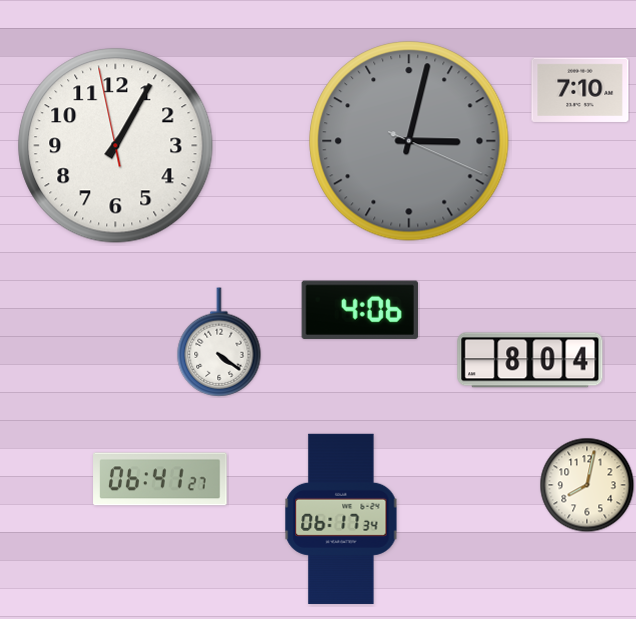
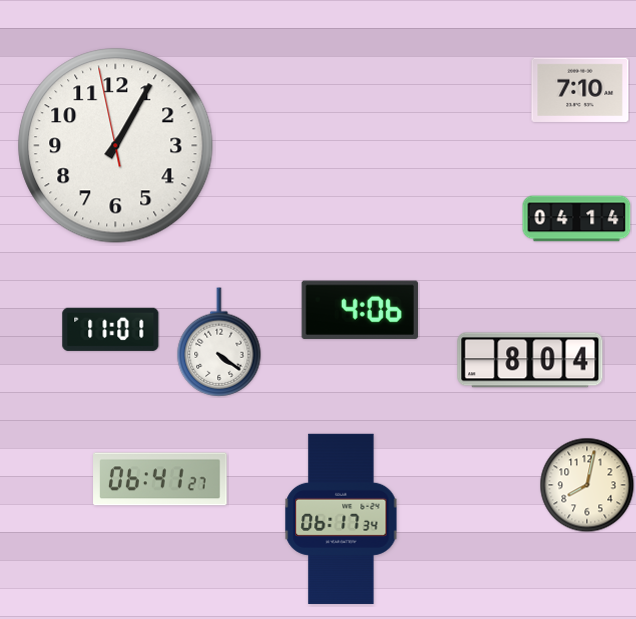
clock at (409, 141): 3:02 -> none
clock at (577, 219): none -> 04:14
clock at (111, 329): none -> 11:01
